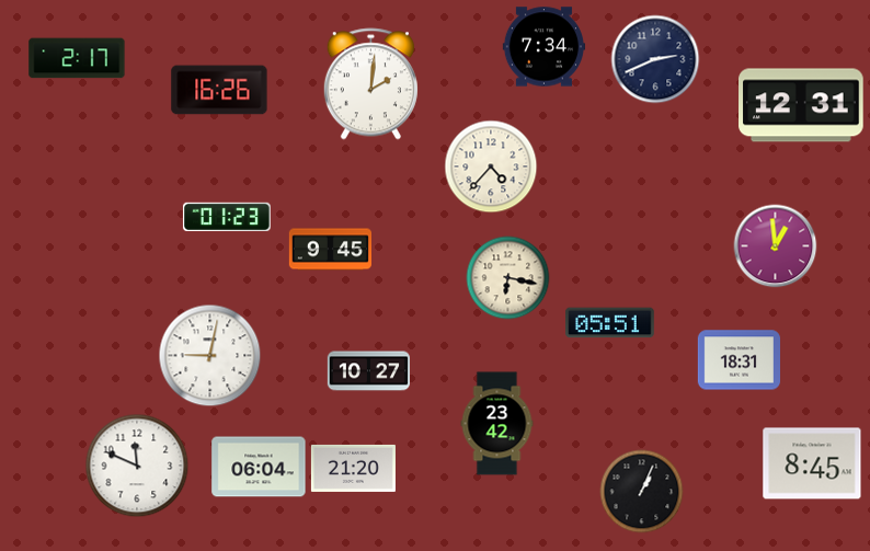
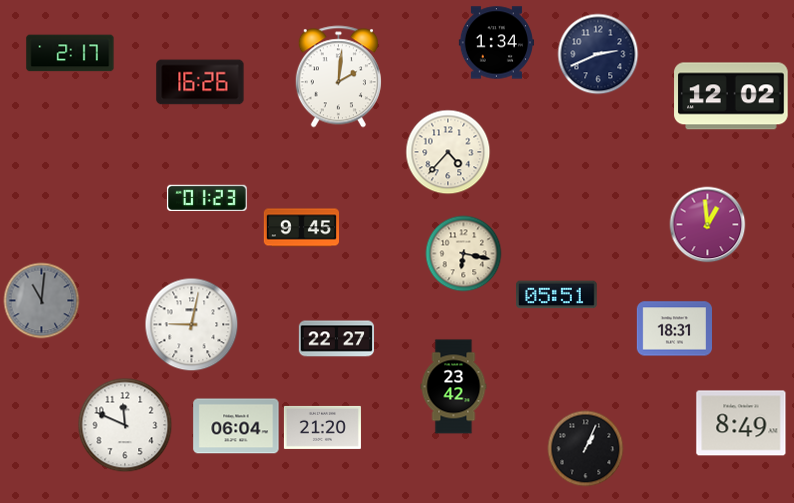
clock at (543, 47): 7:34 -> 1:34
clock at (801, 105): 12:31 -> 12:02
clock at (42, 301): none -> 11:01
clock at (368, 371): 10:27 -> 22:27
clock at (812, 463): 8:45 -> 8:49
